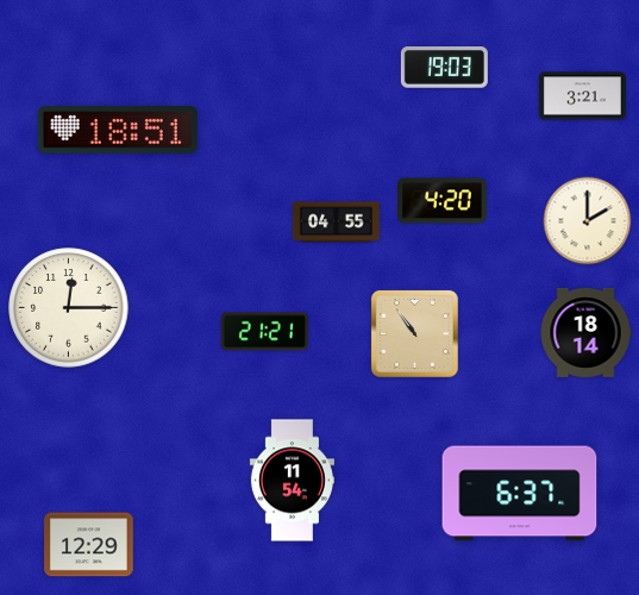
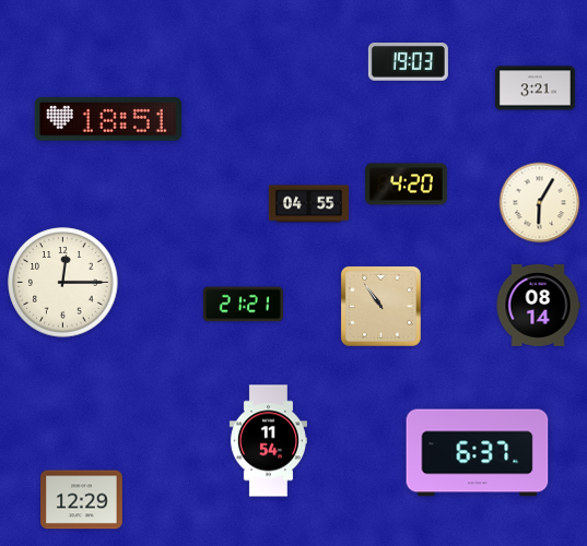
clock at (588, 221): 2:00 -> 6:05
clock at (585, 332): 18:14 -> 08:14
